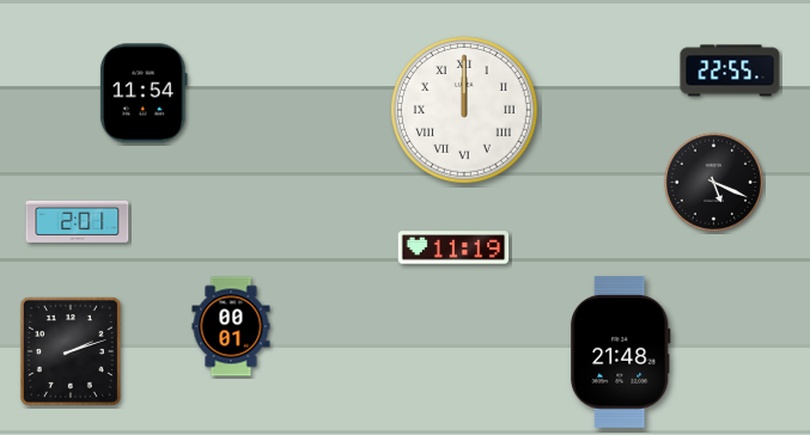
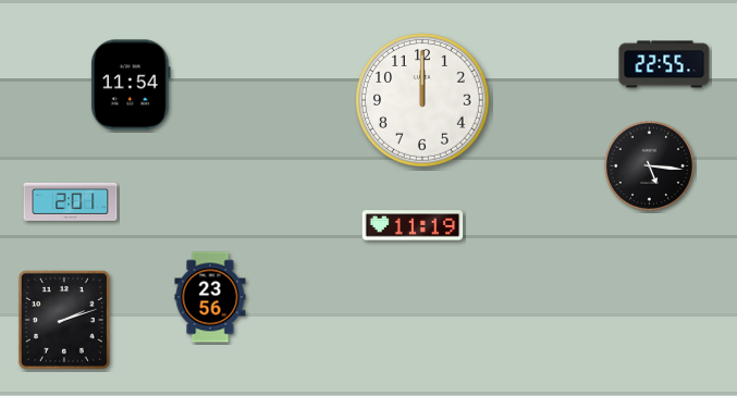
clock at (465, 111) numerals: Roman -> Arabic
clock at (713, 182): 5:19 -> 5:16
clock at (231, 326): 00:01 -> 23:56
clock at (621, 351): 21:48 -> none
